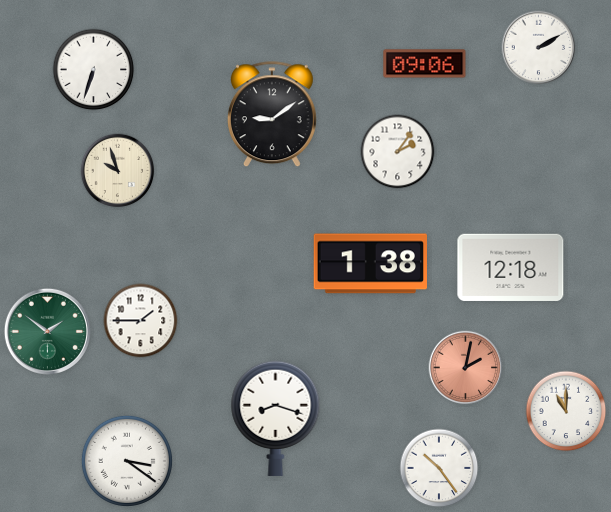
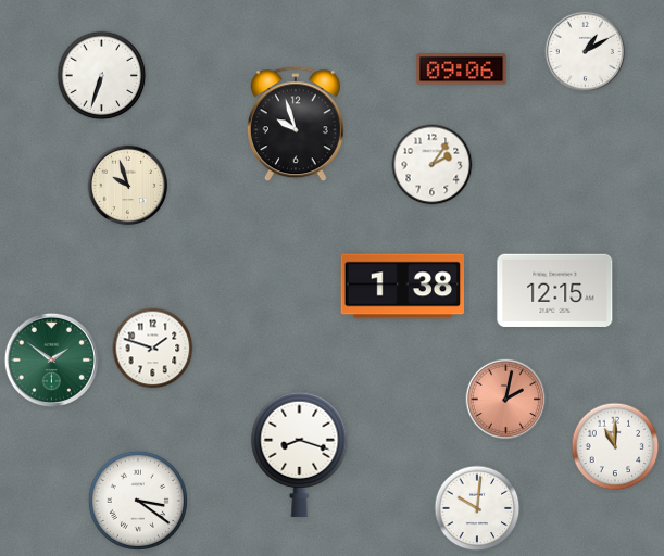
clock at (539, 48): 2:10 -> 1:10
clock at (272, 115): 9:09 -> 9:57
clock at (511, 267): 12:18 -> 12:15
clock at (141, 321): 1:45 -> 1:48
clock at (439, 468): 10:24 -> 10:01
